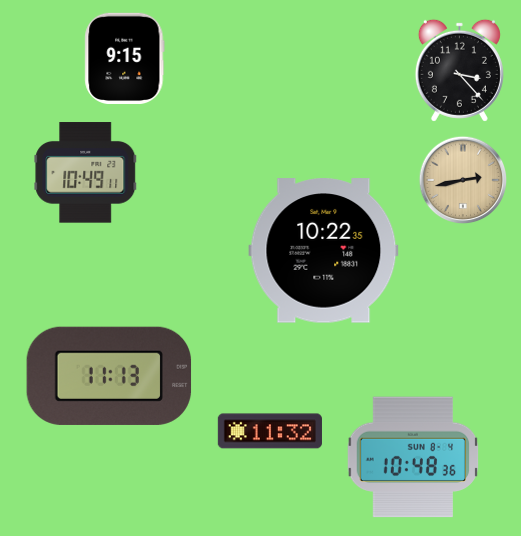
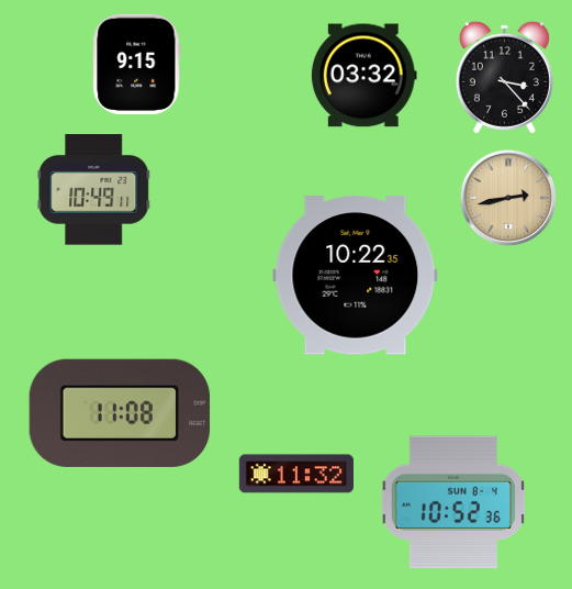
clock at (363, 76): none -> 03:32
clock at (109, 376): 11:13 -> 11:08
clock at (413, 457): 10:48 -> 10:52
